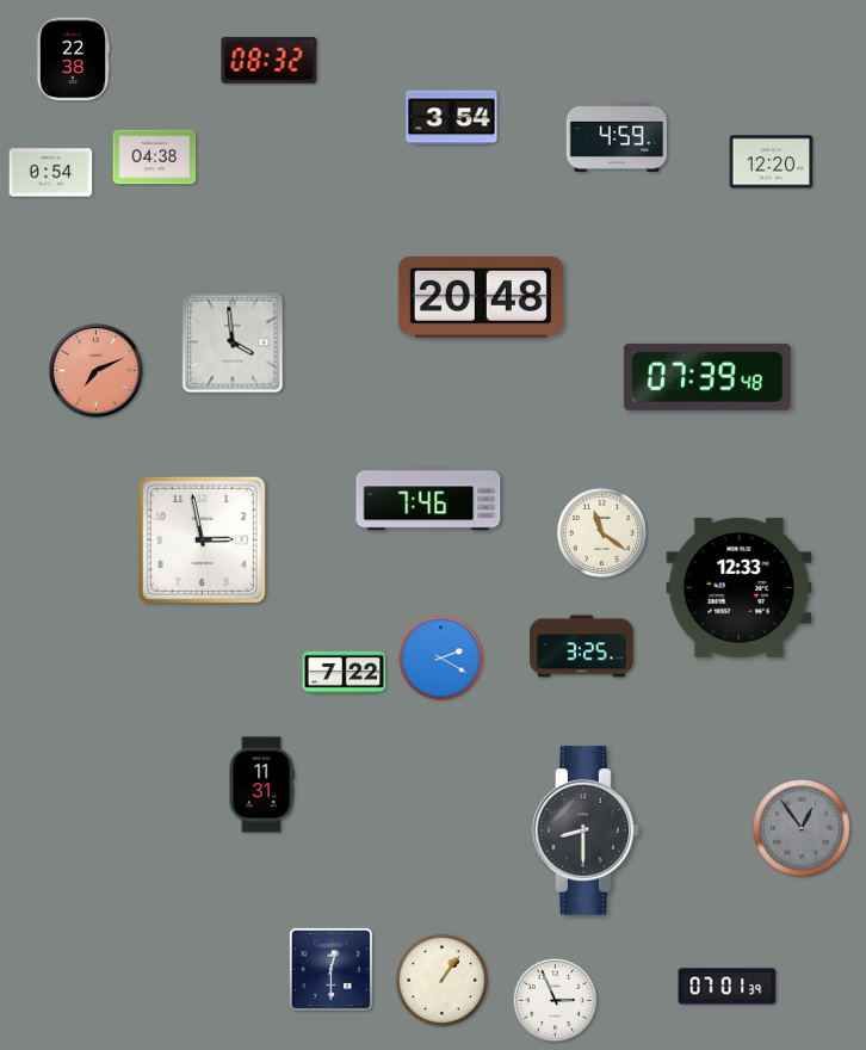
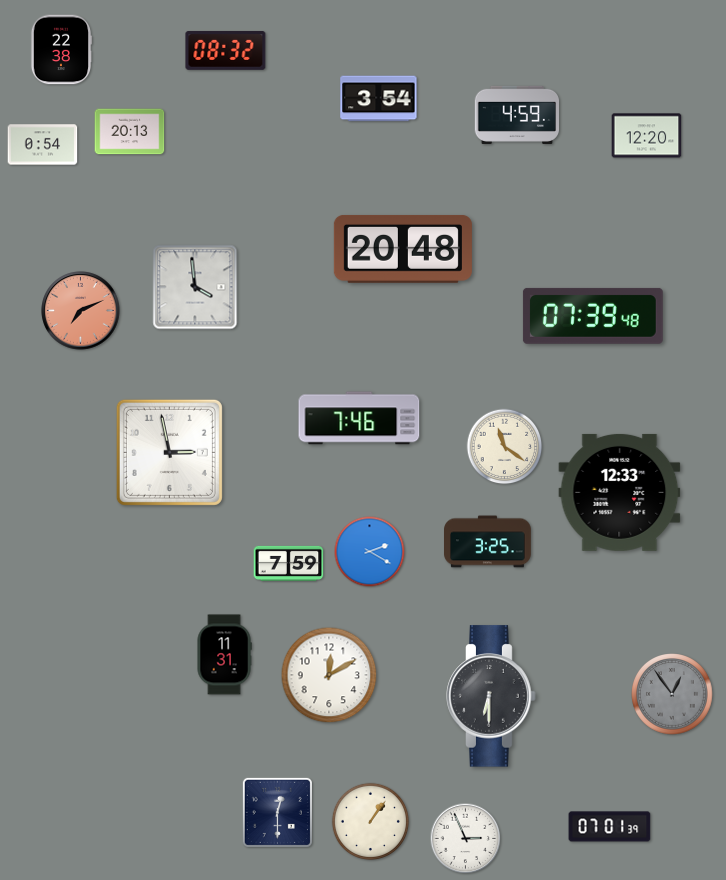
clock at (155, 157): 04:38 -> 20:13
clock at (345, 672): 7:22 -> 7:59
clock at (261, 785) position: (261, 785) -> (224, 655)
clock at (329, 675): none -> 12:10
clock at (586, 830): 8:30 -> 6:30
